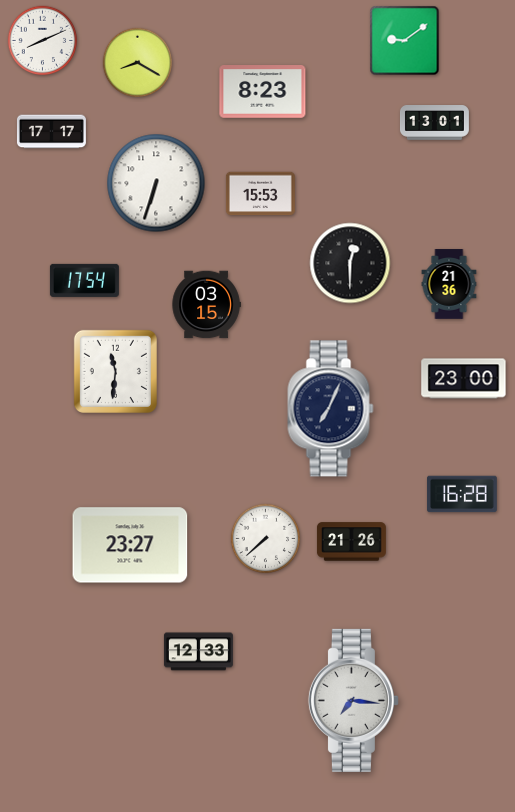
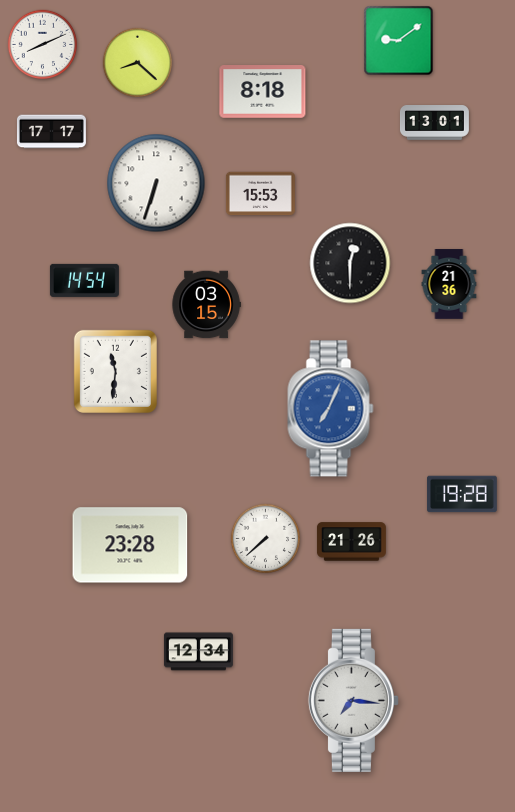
clock at (43, 41) position: (43, 41) -> (43, 45)
clock at (405, 41) position: (405, 41) -> (399, 41)
clock at (138, 63): 8:20 -> 8:22
clock at (263, 92): 8:23 -> 8:18
clock at (84, 280): 17:54 -> 14:54
clock at (464, 379): 23:00 -> none
clock at (331, 409) dial: navy -> blue
clock at (462, 494): 16:28 -> 19:28
clock at (130, 545): 23:27 -> 23:28
clock at (198, 652): 12:33 -> 12:34
